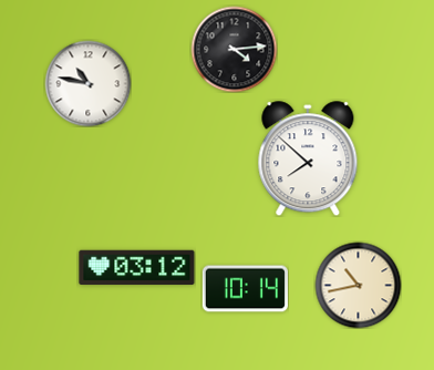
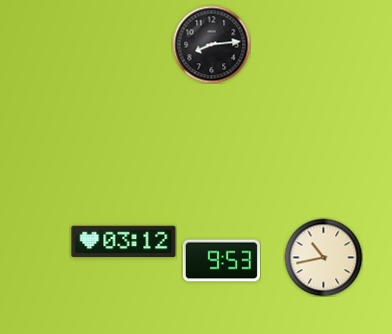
clock at (234, 49): 4:14 -> 8:14
clock at (87, 83): 10:47 -> none
clock at (308, 158): 7:52 -> none
clock at (245, 289): 10:14 -> 9:53
